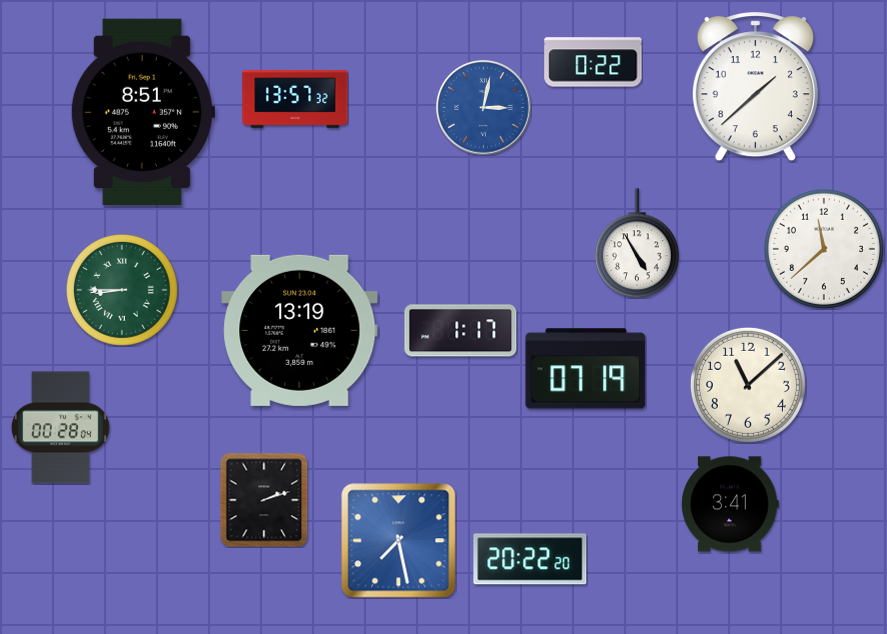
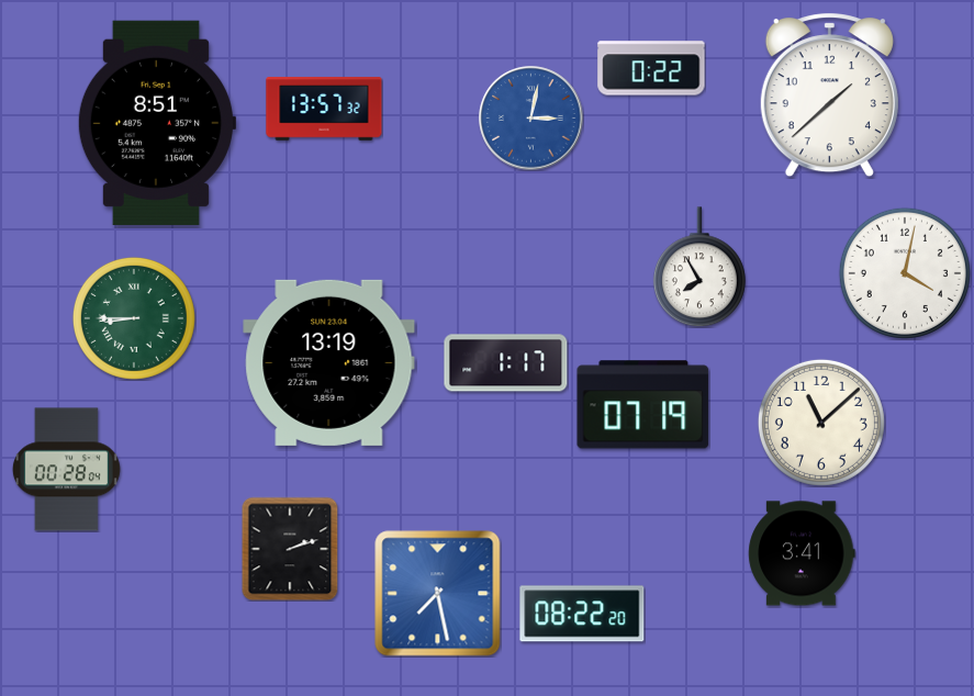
clock at (637, 243): 4:55 -> 7:55
clock at (824, 249): 11:38 -> 4:02
clock at (530, 559): 20:22 -> 08:22
